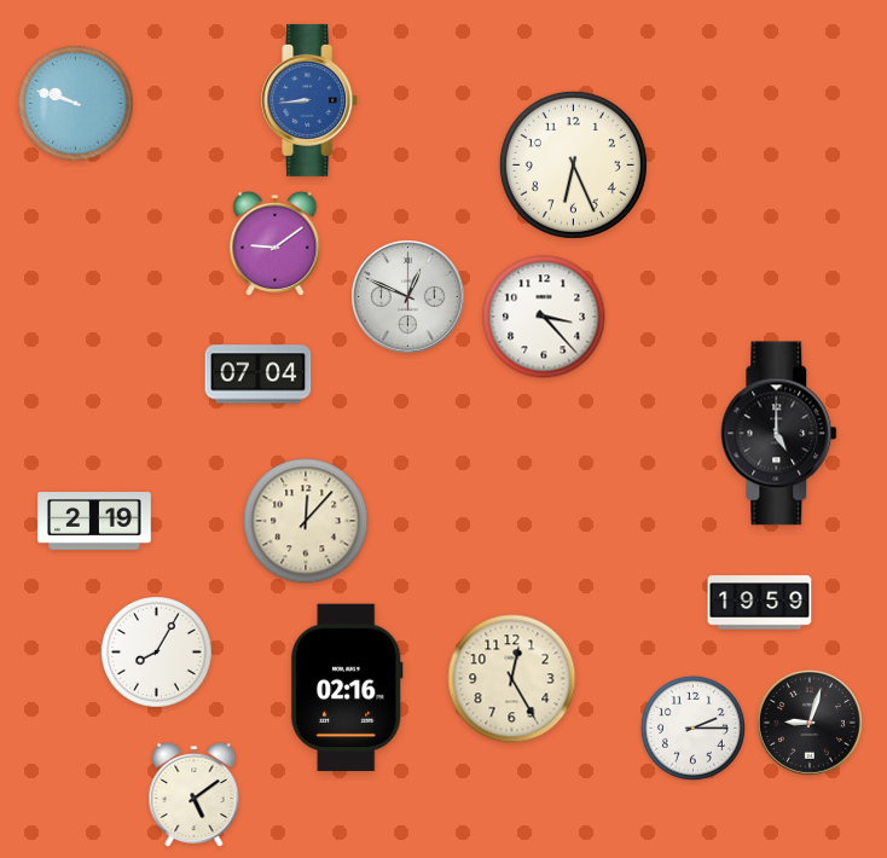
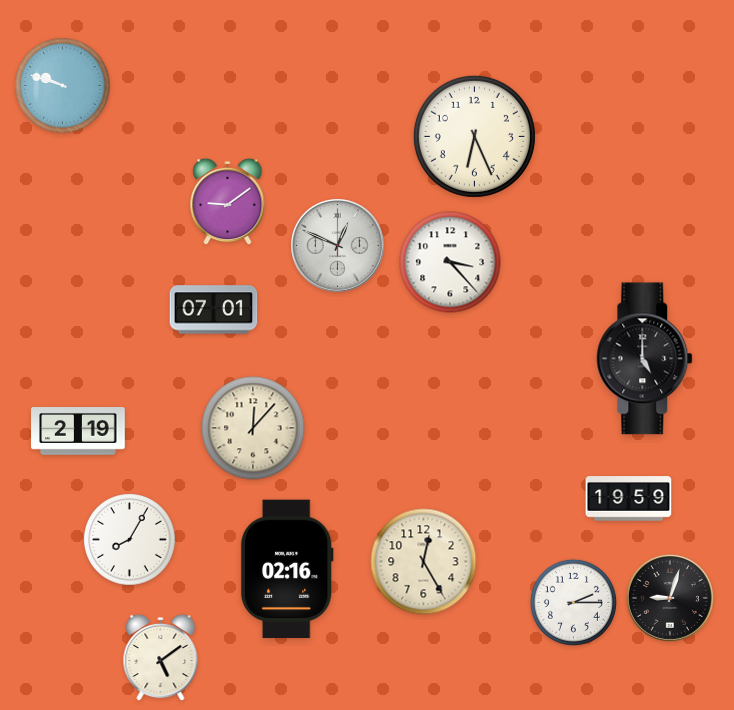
clock at (311, 100): 8:44 -> none
clock at (259, 375): 07:04 -> 07:01
clock at (306, 521) position: (306, 521) -> (253, 428)
